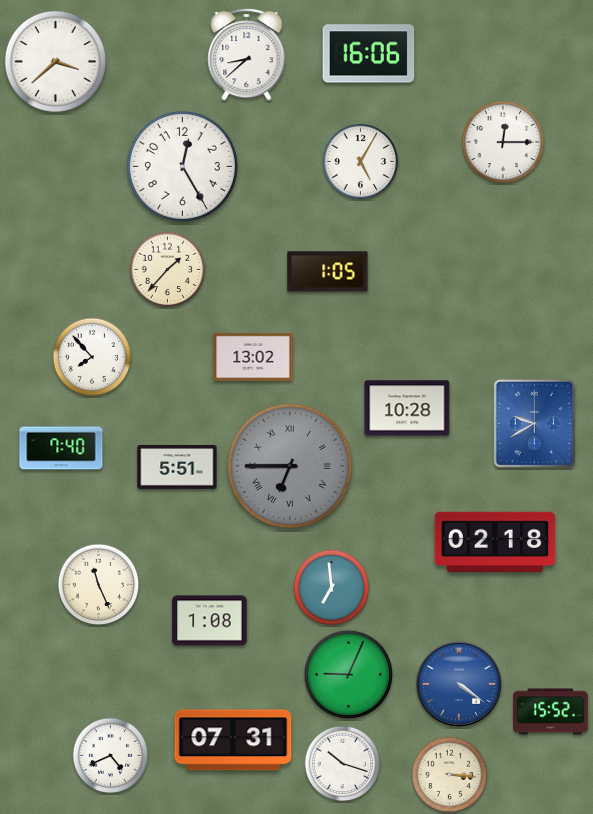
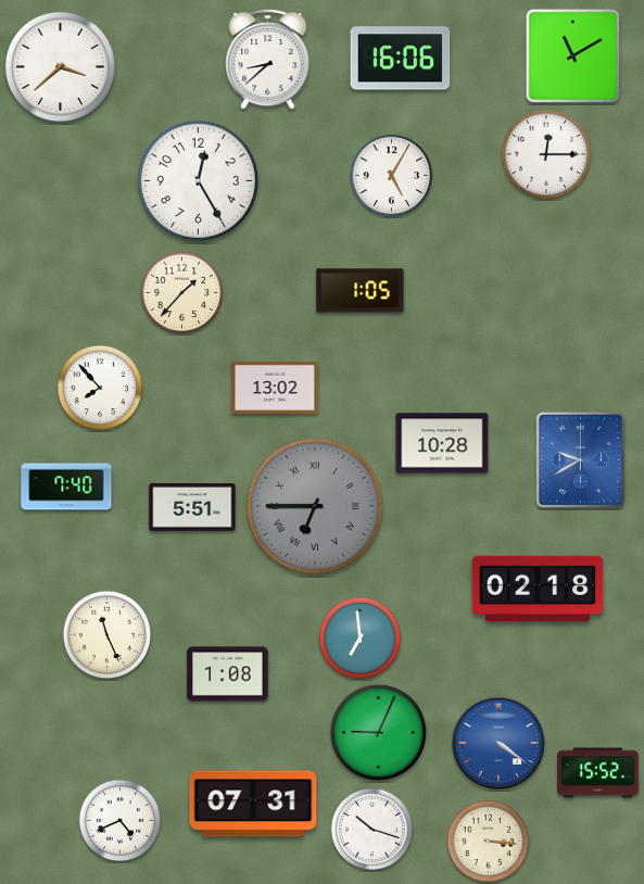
clock at (573, 56): none -> 11:10
clock at (328, 272) position: (328, 272) -> (361, 291)
